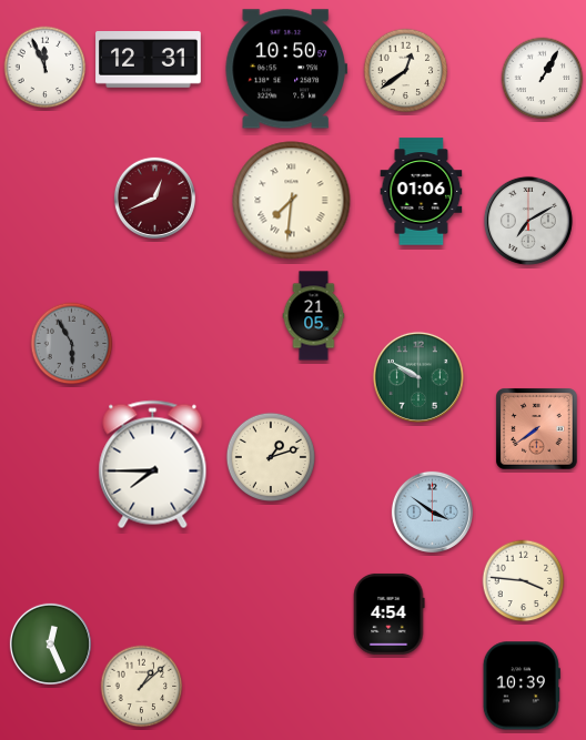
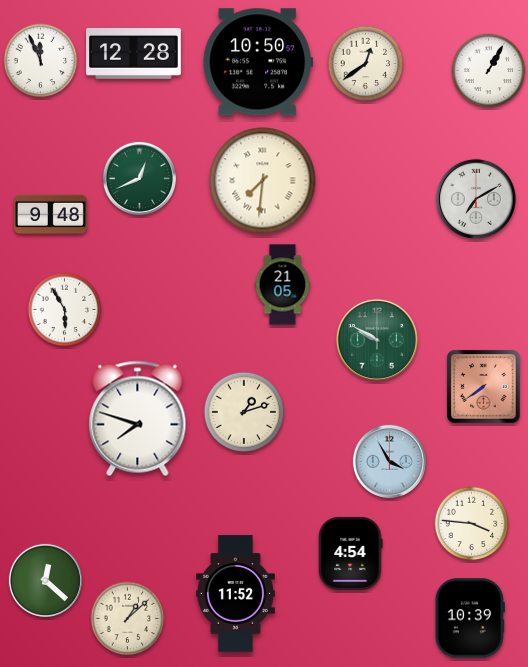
clock at (149, 60): 12:31 -> 12:28
clock at (422, 192): 01:06 -> none
clock at (154, 197) dial: burgundy -> green
clock at (50, 214): none -> 9:48
clock at (72, 344) dial: grey -> white
clock at (153, 465): 7:45 -> 7:48
clock at (432, 511): 3:51 -> 3:55
clock at (50, 643): 12:26 -> 12:22
clock at (235, 594): none -> 11:52
